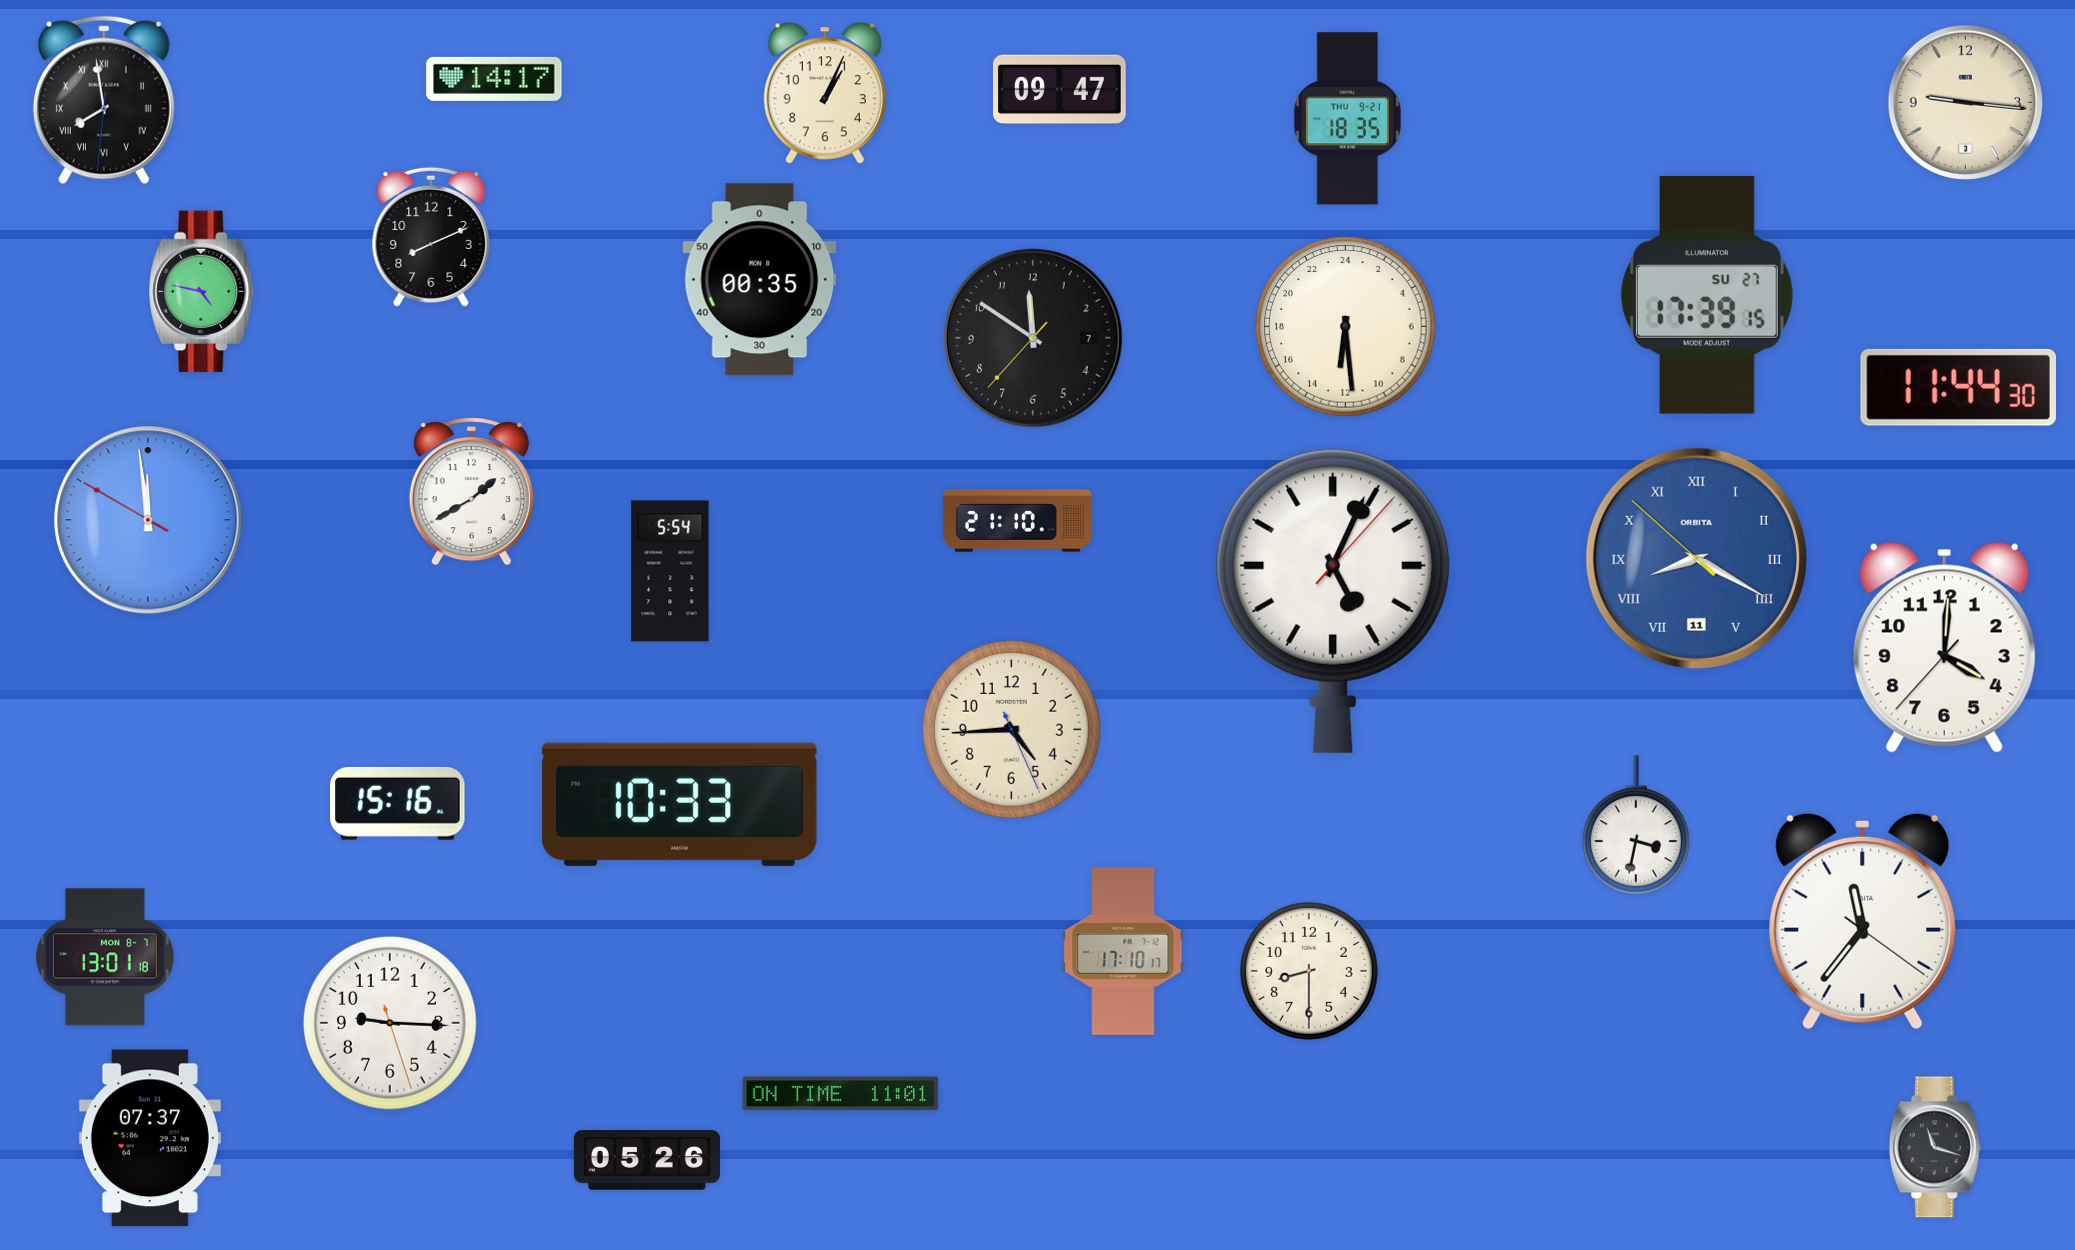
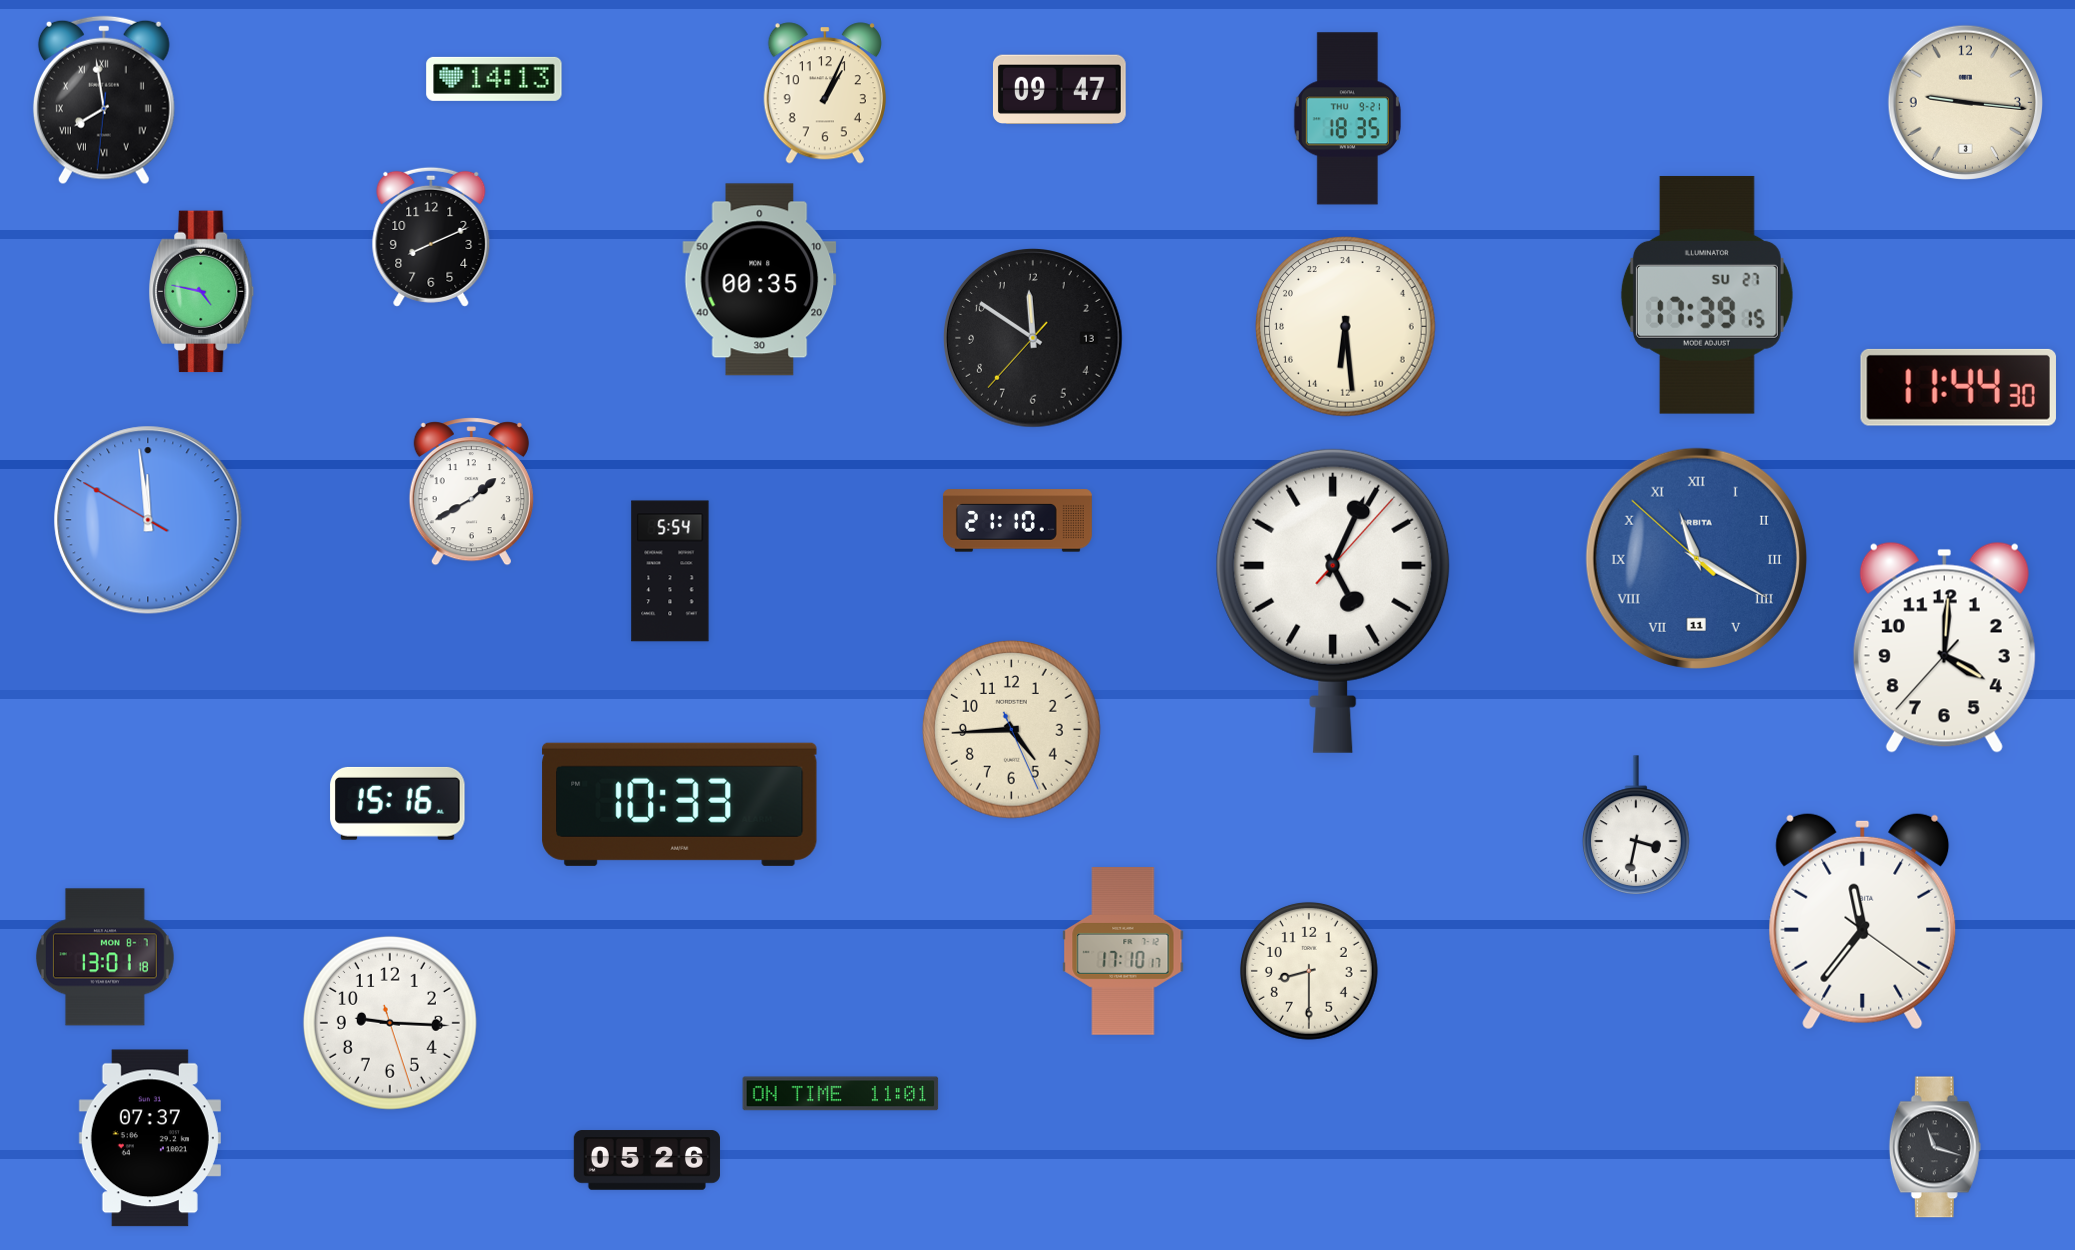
clock at (494, 79): 14:17 -> 14:13
clock at (1034, 339) date: 7 -> 13
clock at (1696, 558): 8:19 -> 11:19
